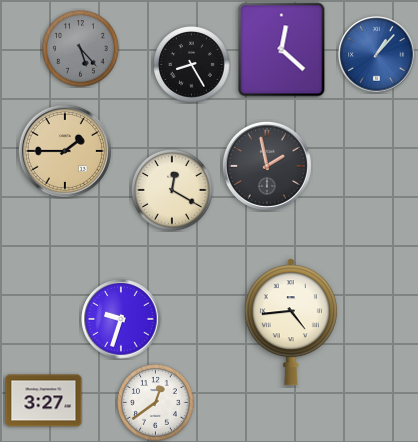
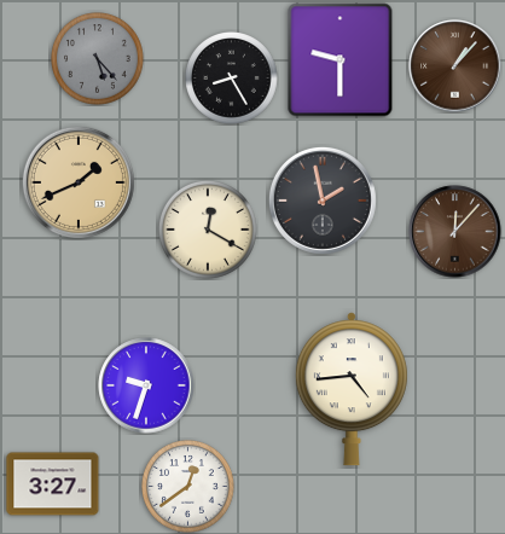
clock at (282, 50): 12:22 -> 9:30
clock at (377, 55) dial: blue -> brown
clock at (65, 151): 1:45 -> 1:41
clock at (455, 232): none -> 12:07
